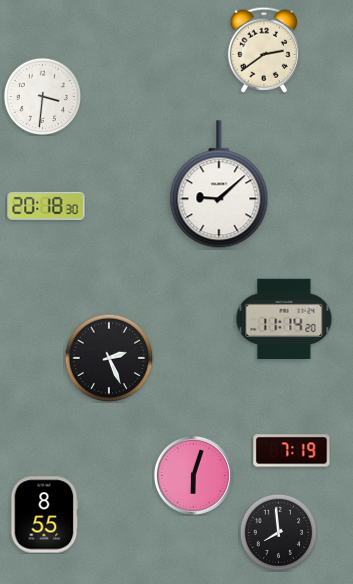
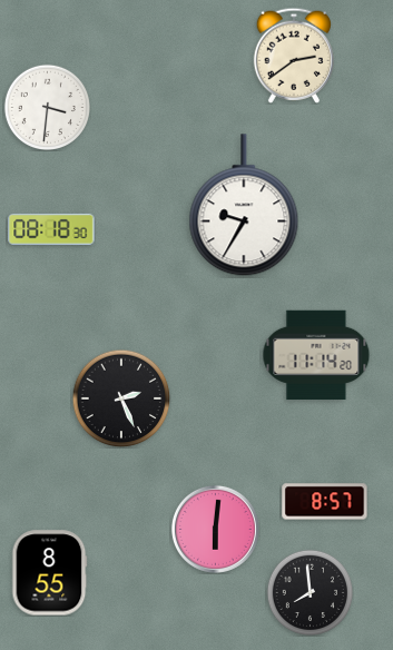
clock at (219, 185): 9:08 -> 9:35
clock at (46, 206): 20:18 -> 08:18
clock at (292, 451): 7:19 -> 8:57
clock at (193, 475): 6:03 -> 6:01
